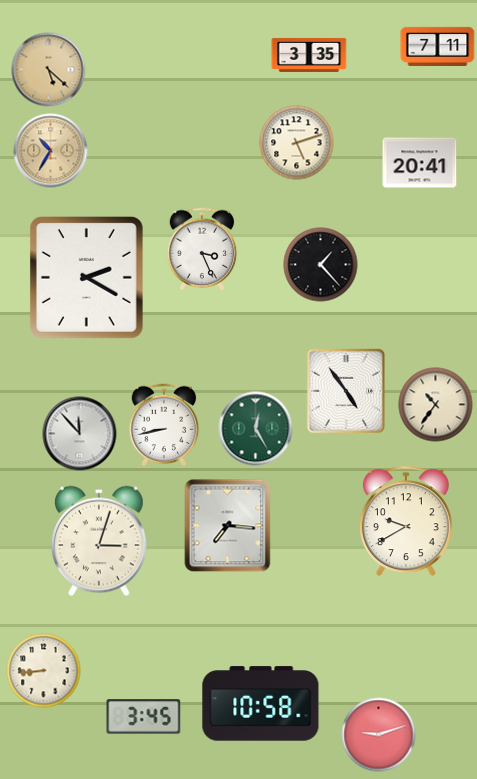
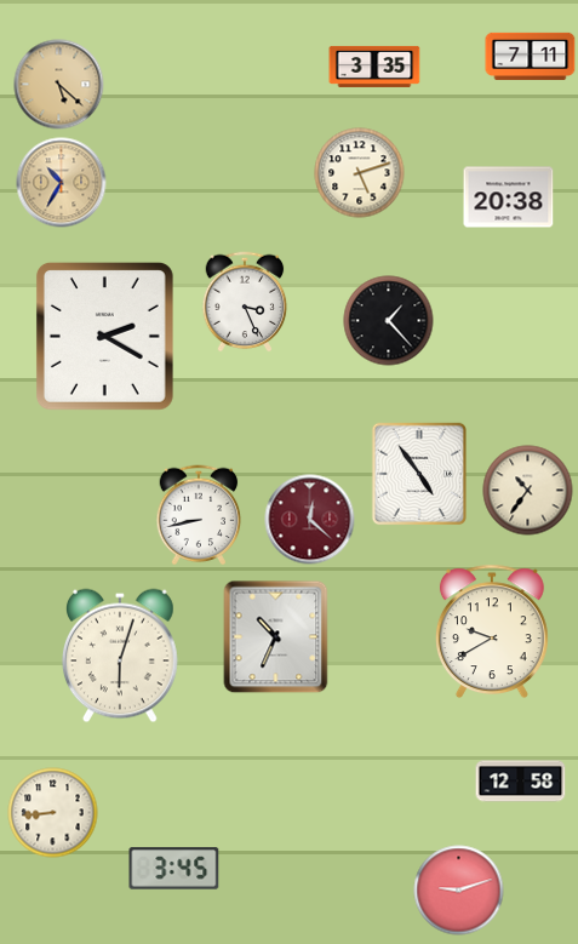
clock at (420, 163): 20:41 -> 20:38
clock at (256, 429): 12:25 -> 12:22
clock at (256, 429) dial: green -> burgundy
clock at (80, 434): 11:53 -> none
clock at (228, 526): 7:16 -> 10:34
clock at (99, 541): 3:03 -> 6:03
clock at (521, 782): none -> 12:58
clock at (261, 704): 10:58 -> none
